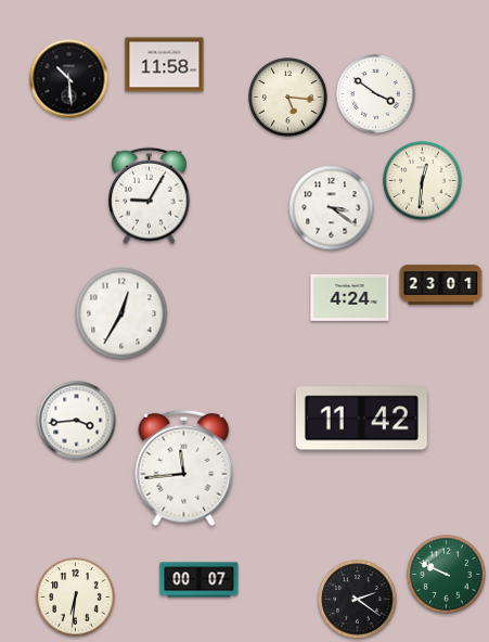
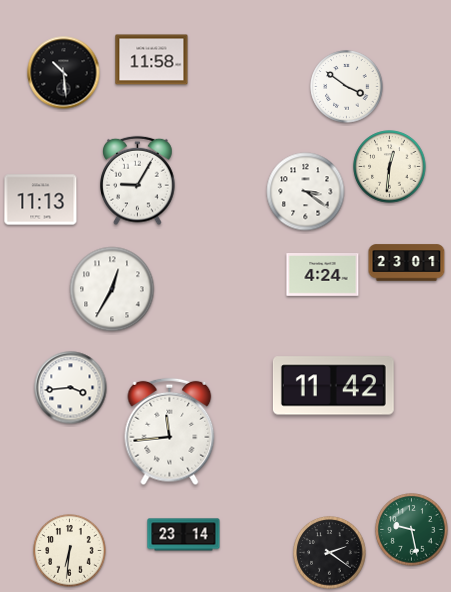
clock at (288, 98): 5:16 -> none
clock at (41, 200): none -> 11:13
clock at (447, 575): 9:49 -> 9:28
clock at (200, 580): 00:07 -> 23:14
